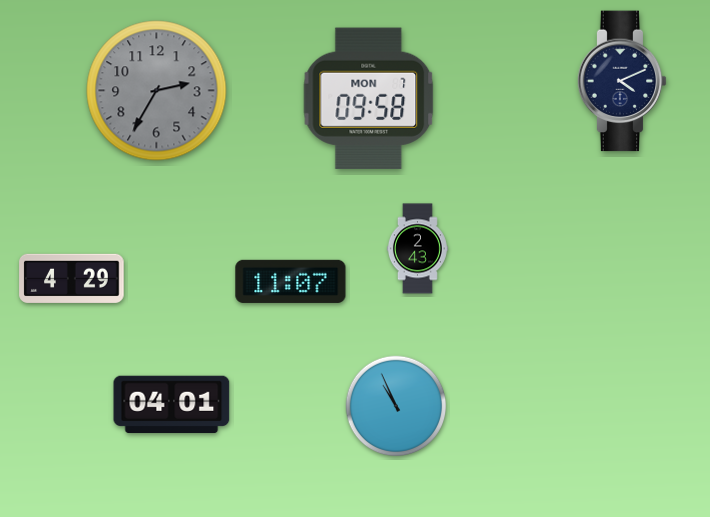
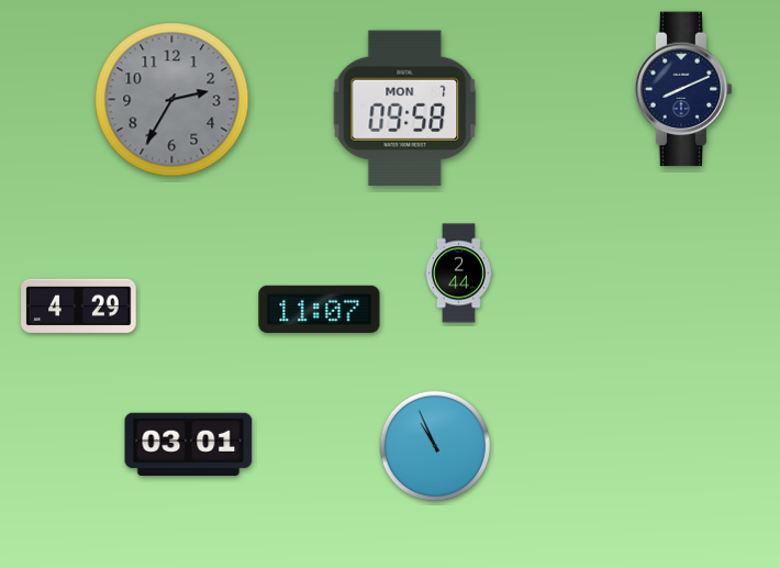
clock at (622, 81): 4:11 -> 8:11
clock at (417, 249): 2:43 -> 2:44
clock at (172, 405): 04:01 -> 03:01
